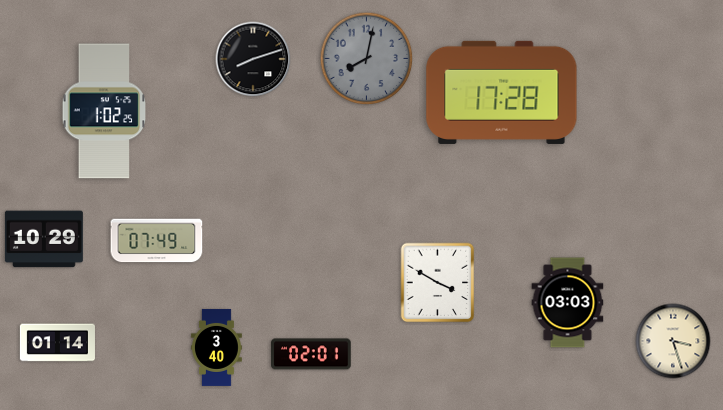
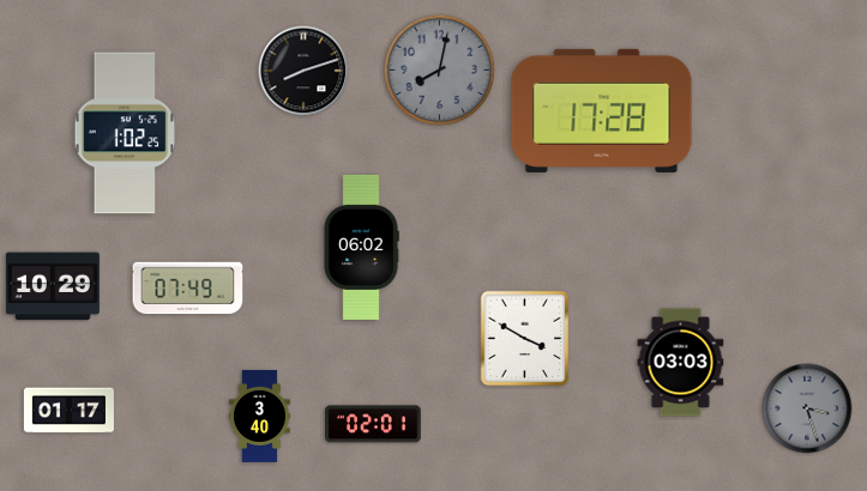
clock at (361, 247): none -> 06:02
clock at (673, 341) dial: cream -> grey
clock at (57, 343): 01:14 -> 01:17
